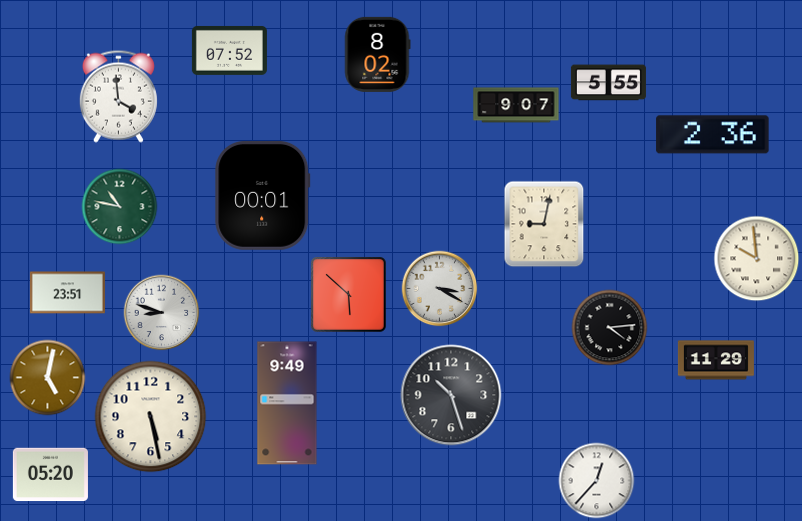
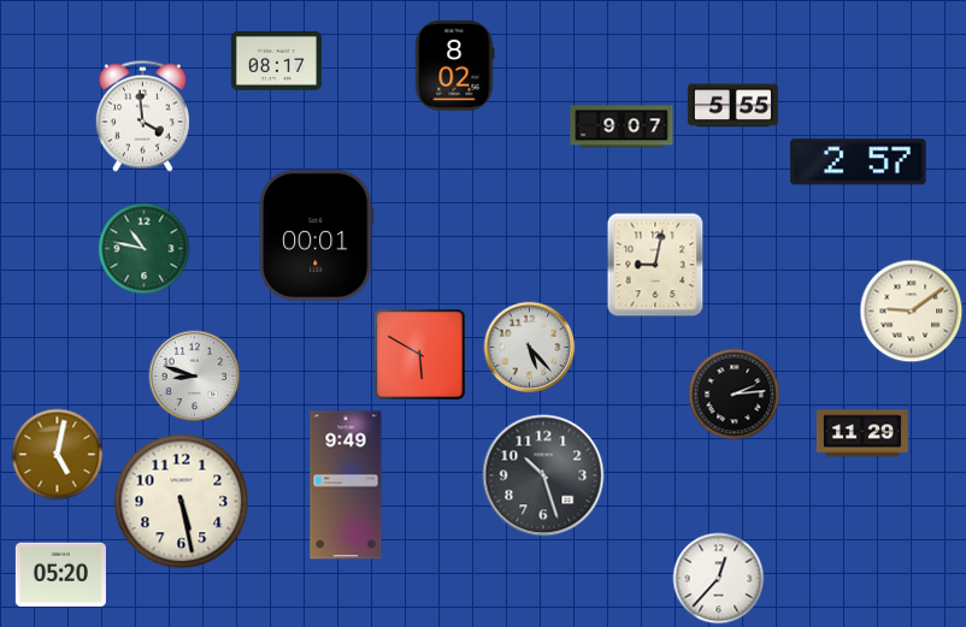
clock at (229, 50): 07:52 -> 08:17
clock at (608, 83) position: (608, 83) -> (732, 106)
clock at (713, 135): 2:36 -> 2:57
clock at (544, 224) position: (544, 224) -> (655, 265)
clock at (757, 259): 9:59 -> 9:09
clock at (440, 289): 3:20 -> 5:23
clock at (67, 293): 23:51 -> none
clock at (349, 295): 5:52 -> 5:50
clock at (610, 328): 4:14 -> 2:14
clock at (50, 475) position: (50, 475) -> (60, 575)
